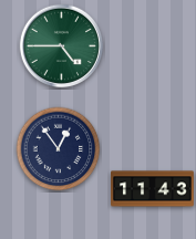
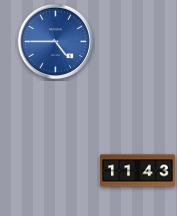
clock at (61, 45) dial: green -> blue
clock at (59, 149): 12:54 -> none
